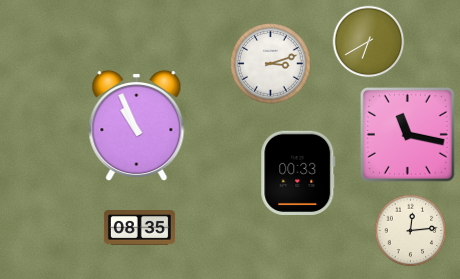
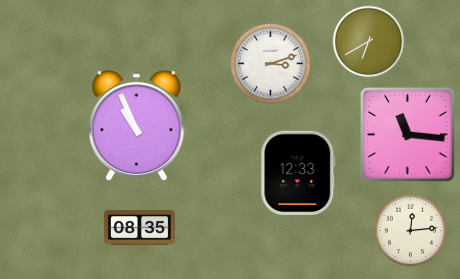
clock at (407, 134): 11:17 -> 11:16
clock at (298, 173): 00:33 -> 12:33
